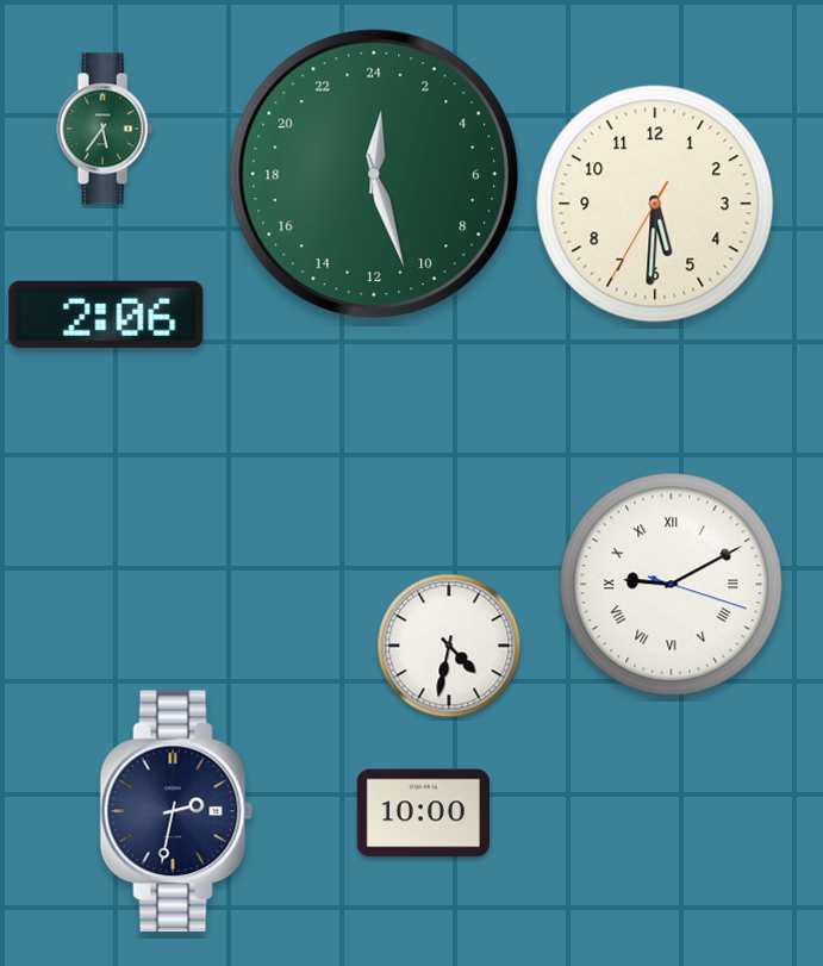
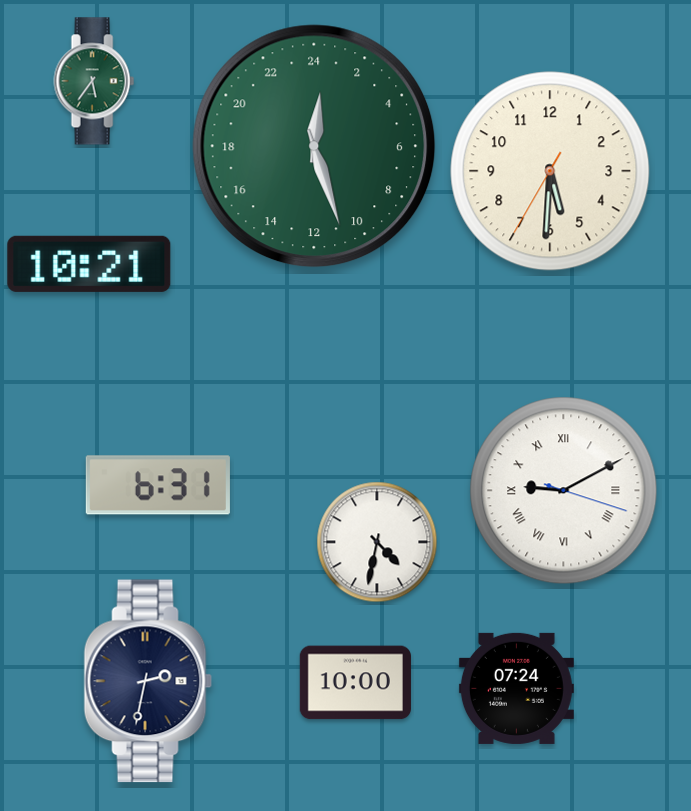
clock at (105, 129) position: (105, 129) -> (94, 81)
clock at (106, 314): 2:06 -> 10:21
clock at (158, 485): none -> 6:31
clock at (516, 688): none -> 07:24
